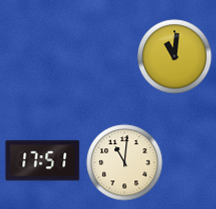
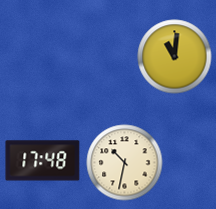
clock at (43, 161): 17:51 -> 17:48
clock at (125, 163): 11:01 -> 10:32
